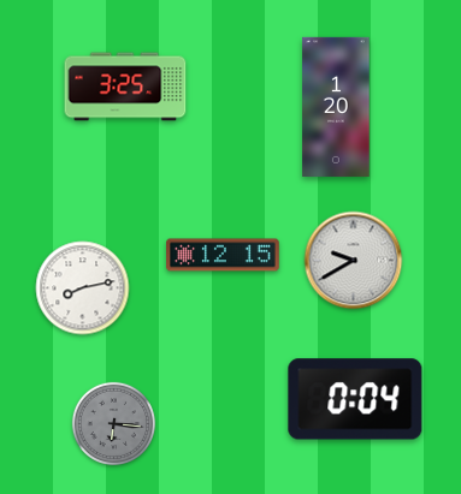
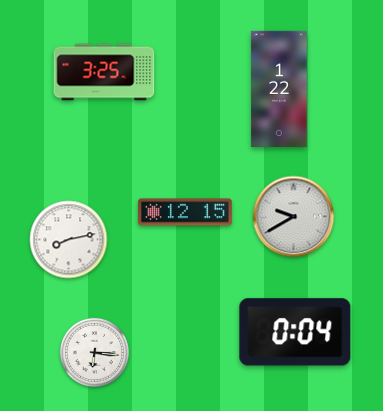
clock at (336, 107): 1:20 -> 1:22
clock at (113, 423) dial: grey -> white
